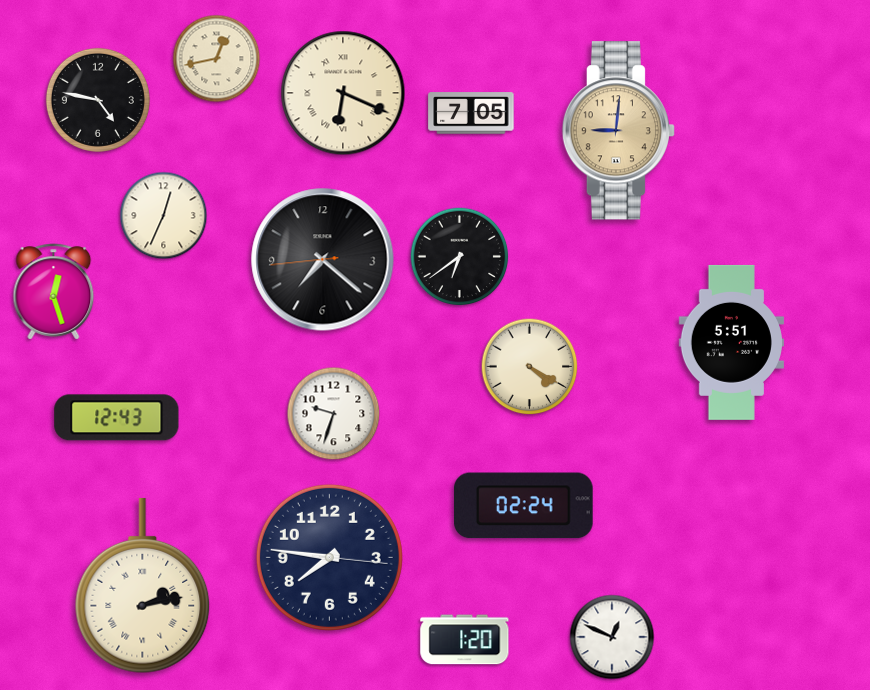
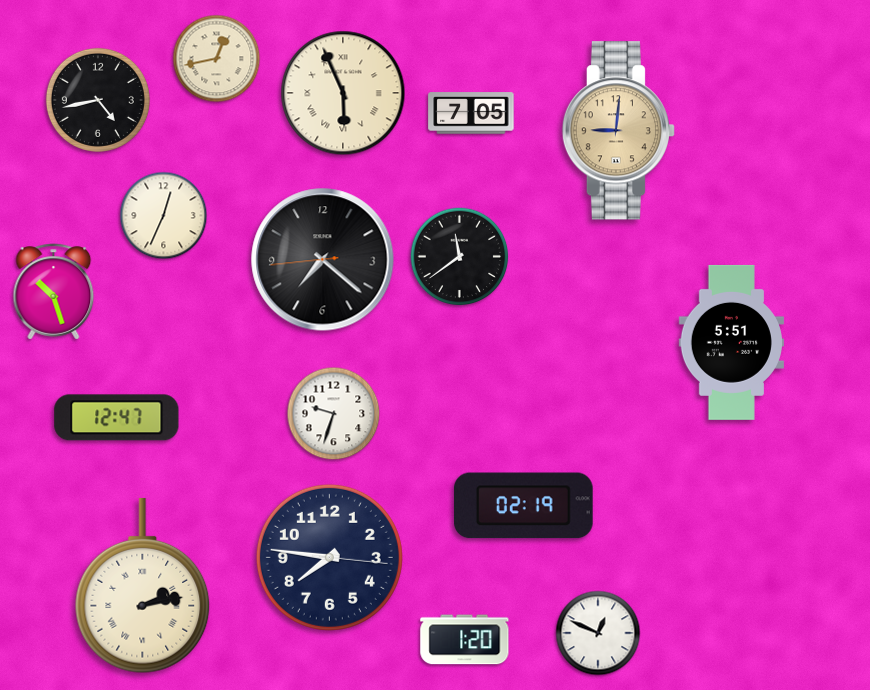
clock at (343, 93): 6:19 -> 5:56
clock at (98, 100): 4:47 -> 4:43
clock at (460, 257): 6:39 -> 11:39
clock at (54, 292): 12:27 -> 10:27
clock at (530, 367): 4:20 -> none
clock at (117, 418): 12:43 -> 12:47
clock at (523, 506): 02:24 -> 02:19
clock at (612, 637) position: (612, 637) -> (598, 633)
